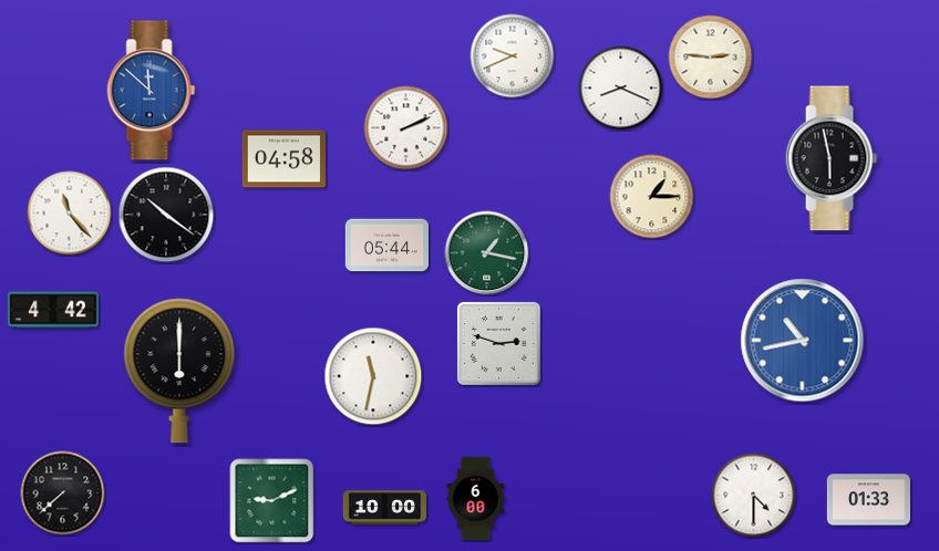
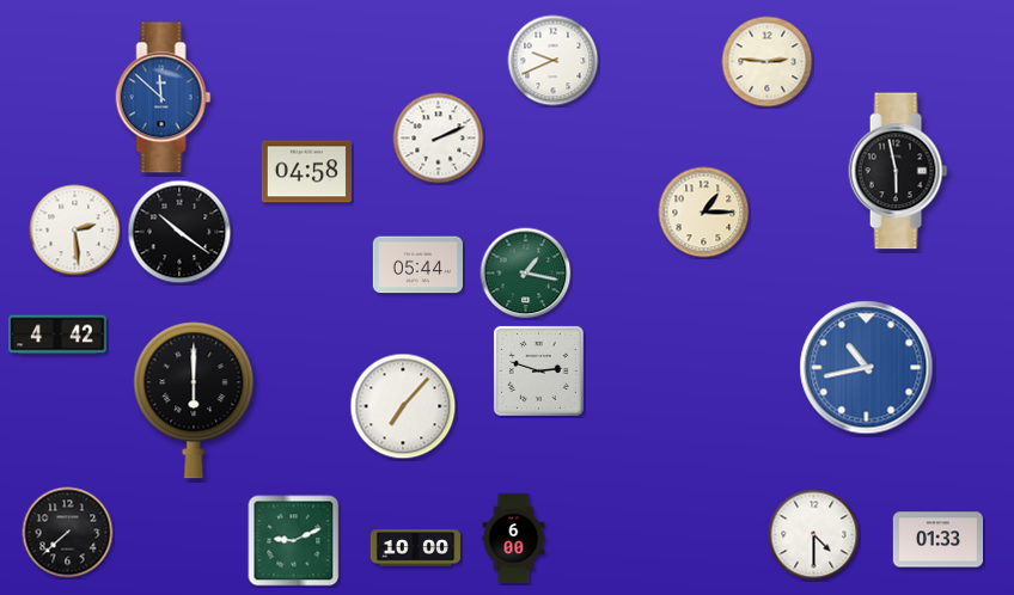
clock at (621, 89): 8:19 -> none
clock at (70, 214): 11:23 -> 2:29
clock at (373, 376): 11:32 -> 7:07
